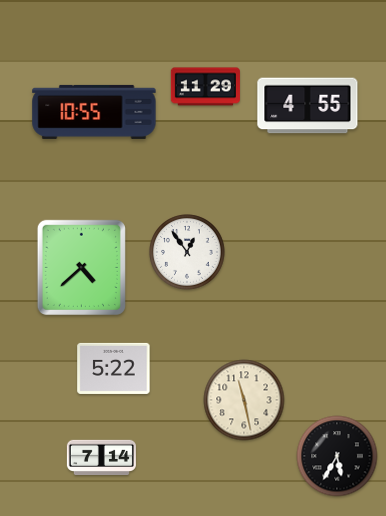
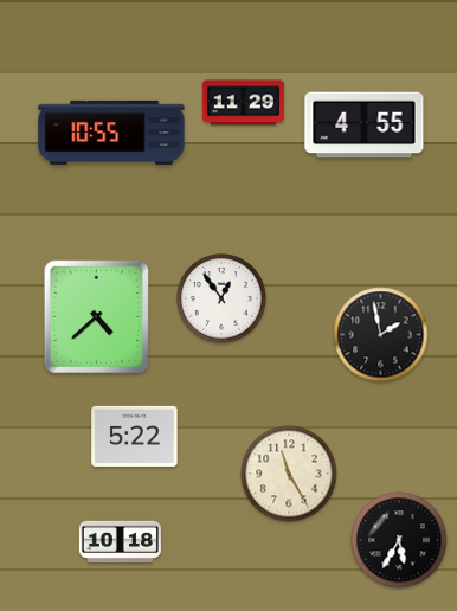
clock at (381, 335): none -> 1:58
clock at (244, 400): 11:28 -> 11:25
clock at (101, 457): 7:14 -> 10:18
